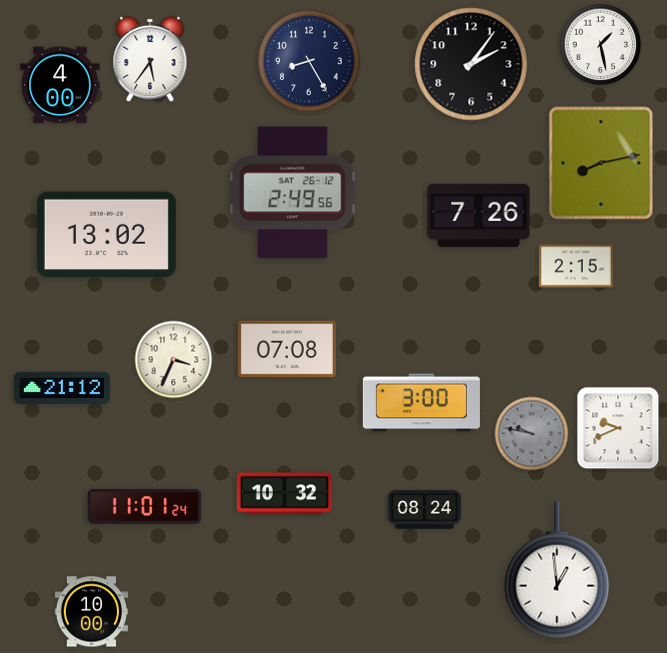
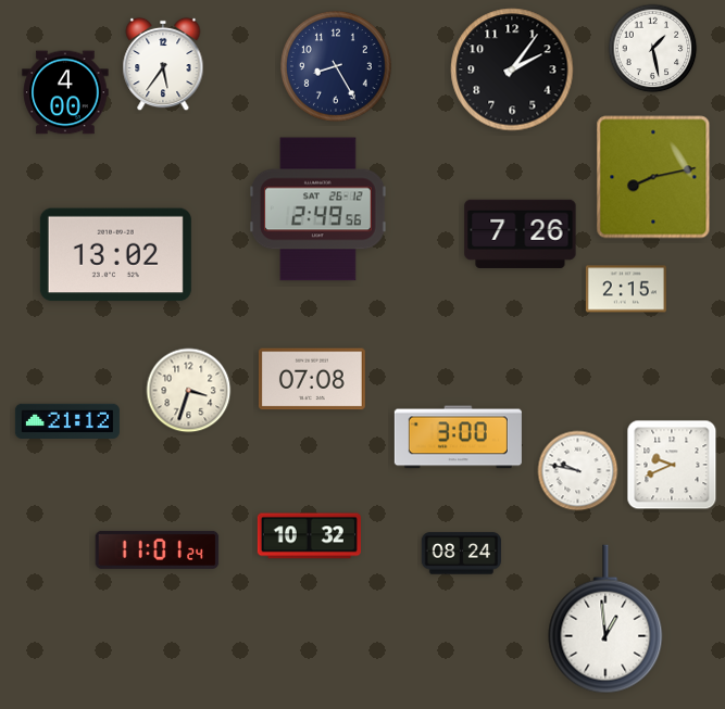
clock at (174, 360): 3:34 -> 3:33
clock at (532, 434) dial: grey -> white
clock at (91, 612): 10:00 -> none
